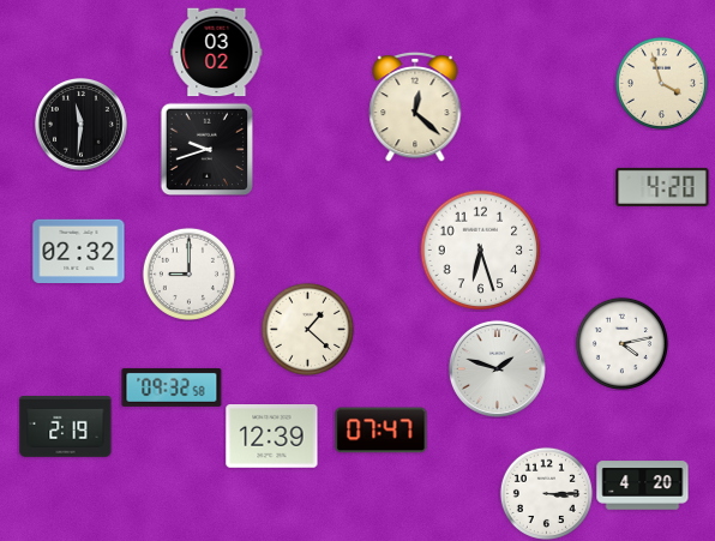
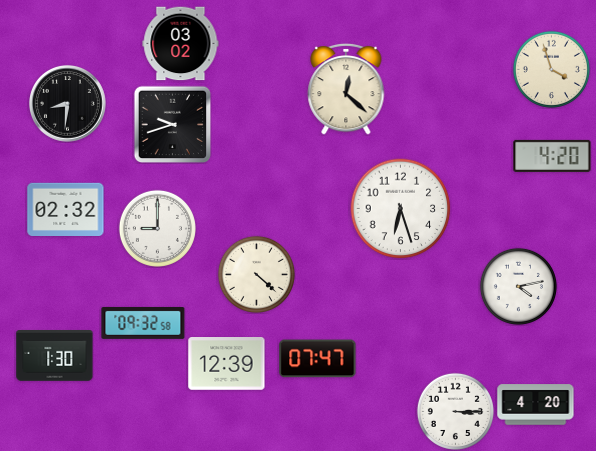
clock at (82, 125): 11:31 -> 8:31
clock at (307, 329): 1:22 -> 4:22
clock at (497, 368): 1:48 -> none
clock at (66, 427): 2:19 -> 1:30
